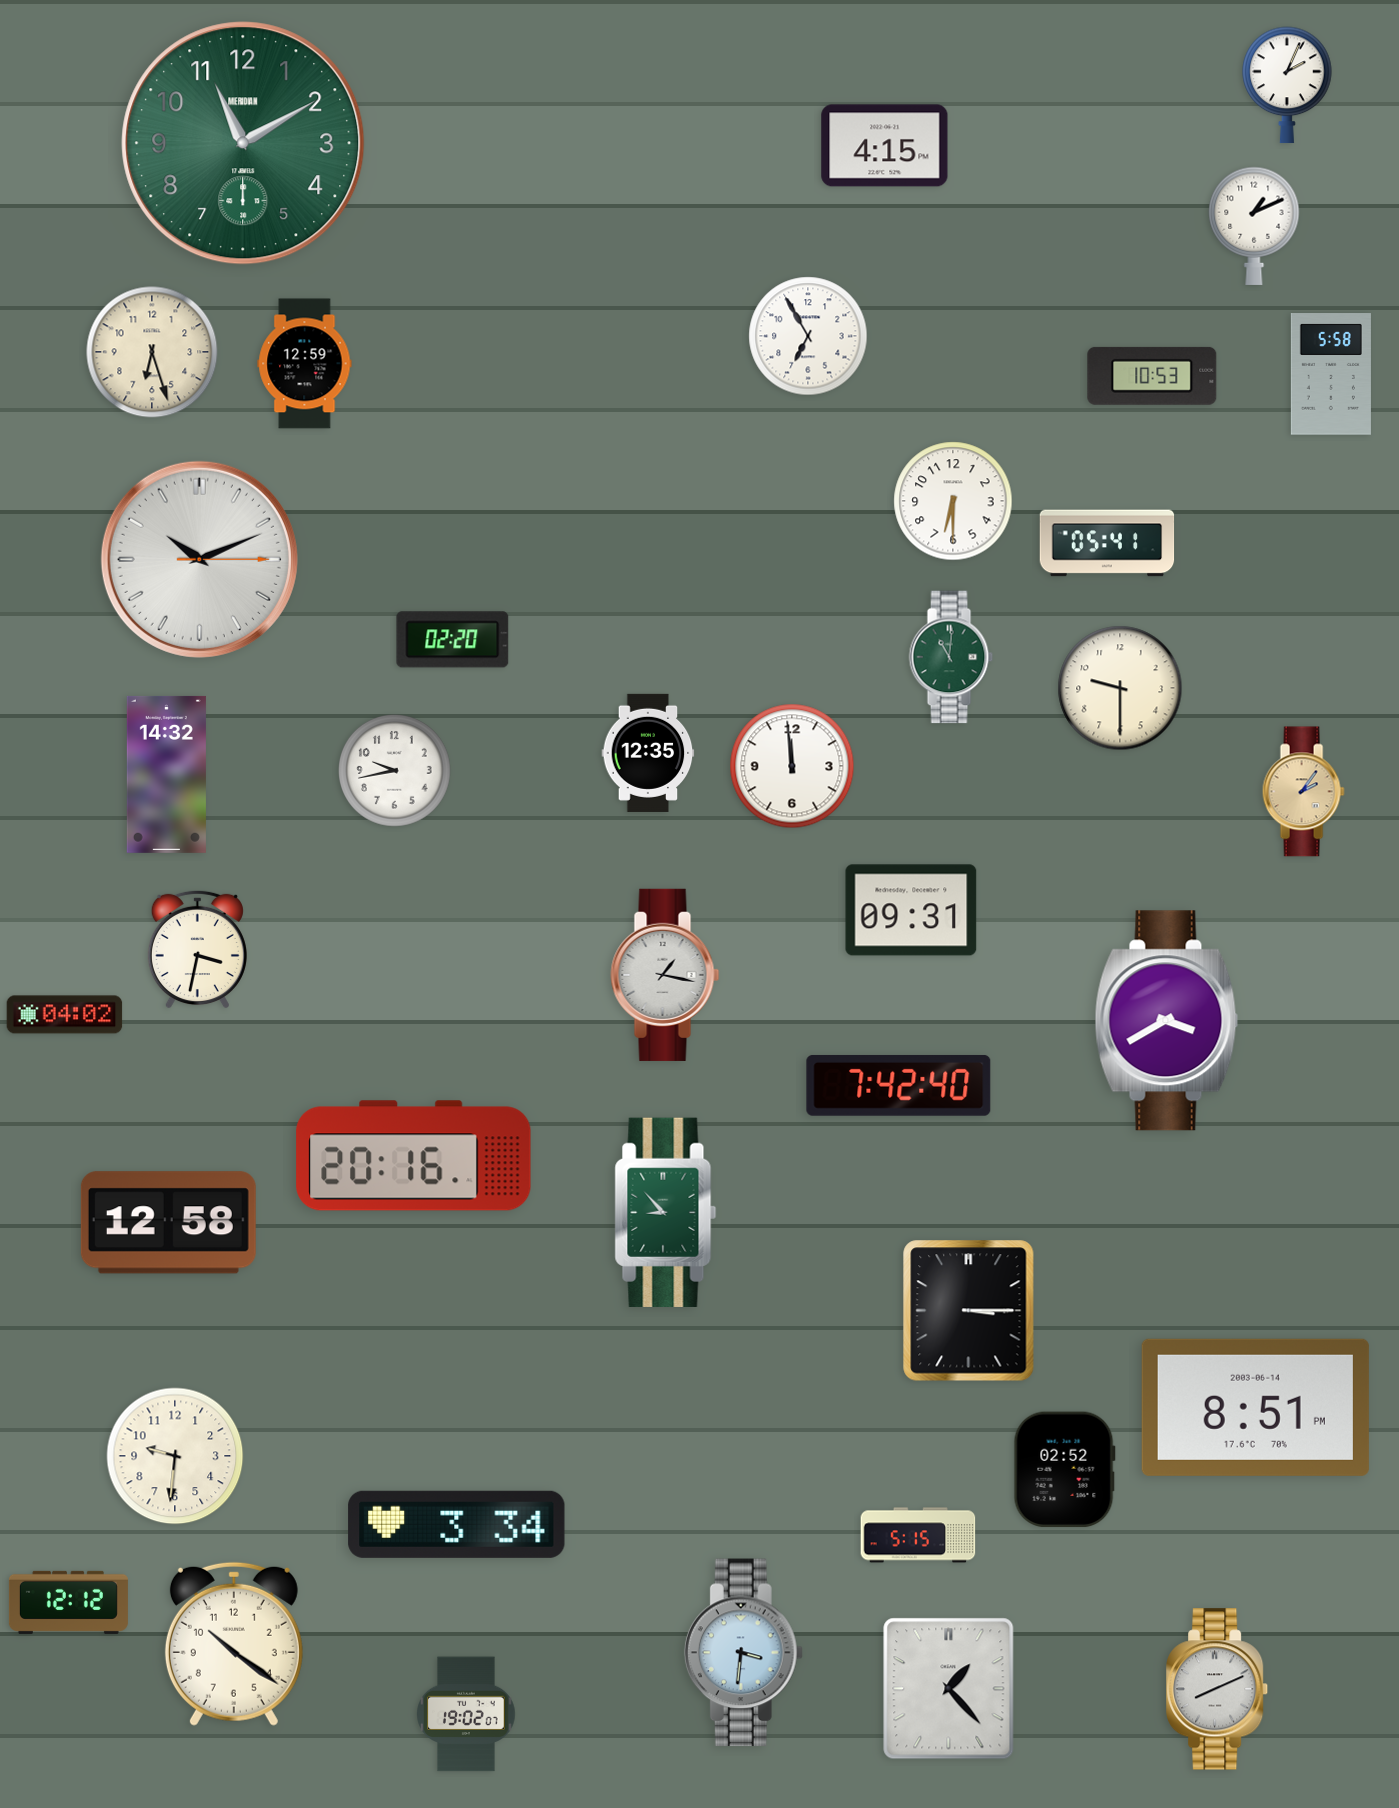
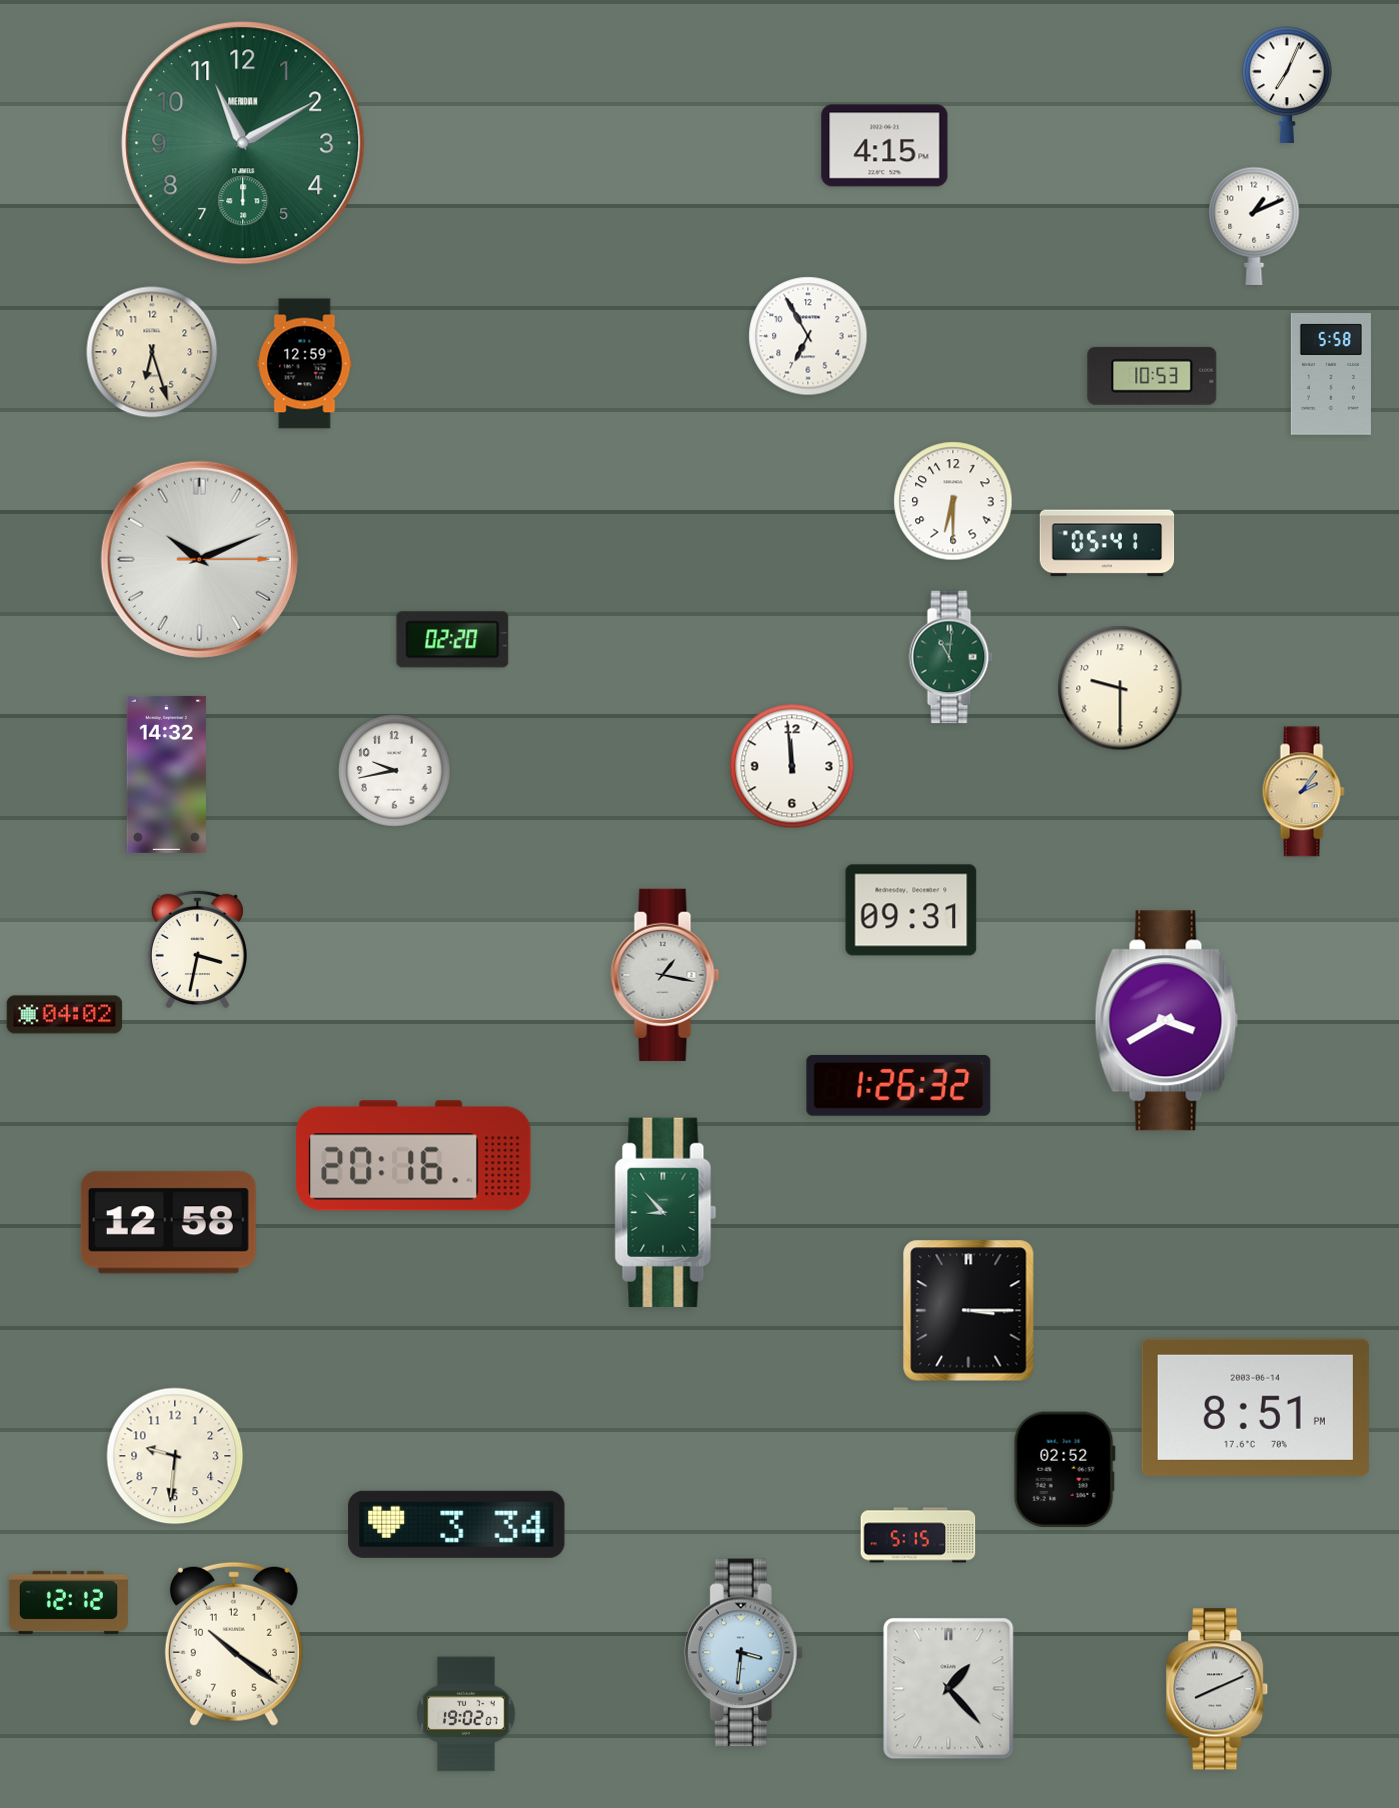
clock at (1287, 85): 2:04 -> 7:04
clock at (648, 753): 12:35 -> none
clock at (899, 1085): 7:42 -> 1:26
